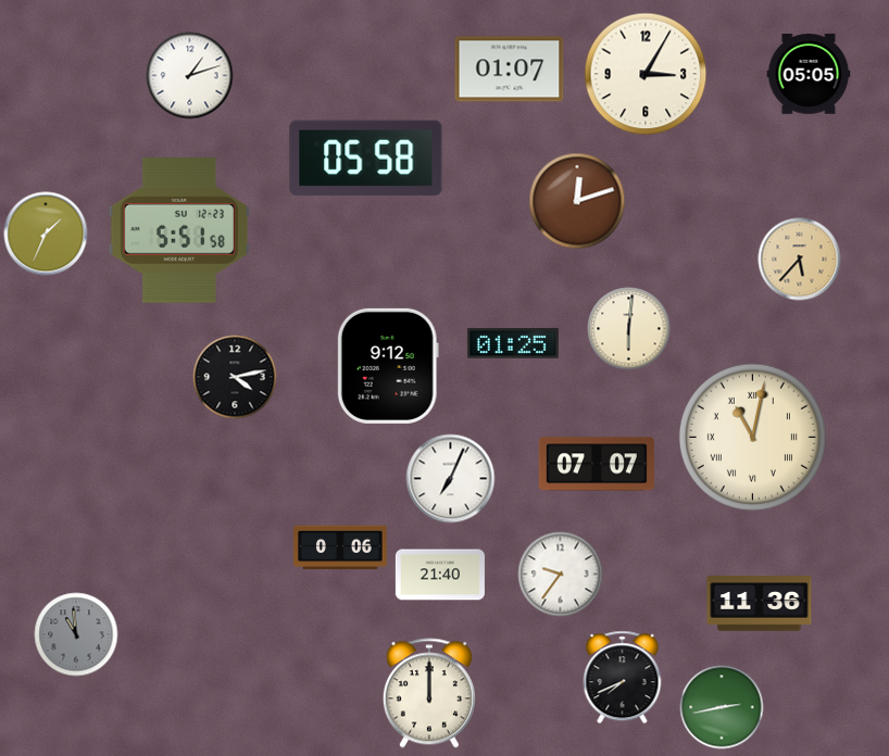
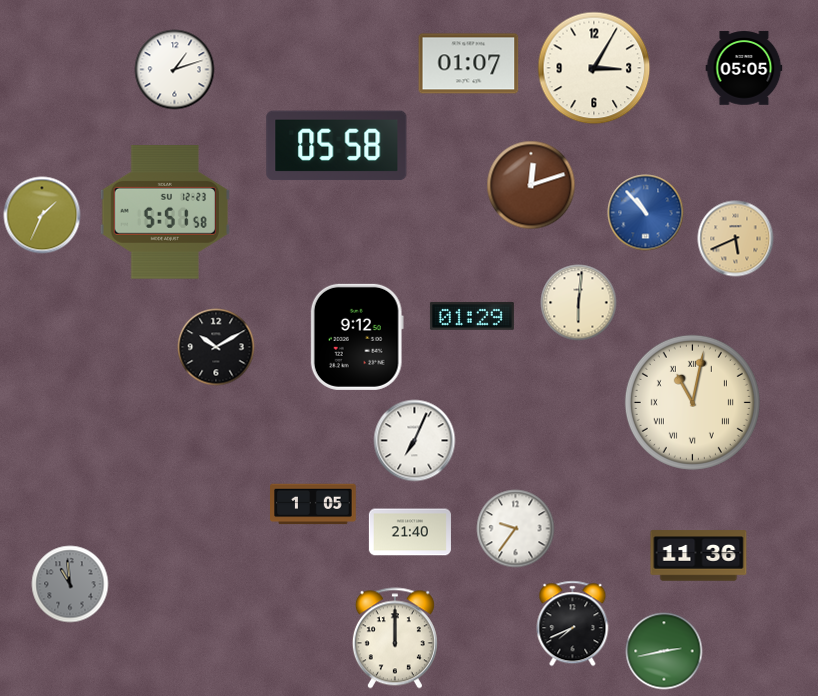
clock at (646, 213): none -> 10:53
clock at (800, 260): 5:37 -> 5:41
clock at (513, 343): 01:25 -> 01:29
clock at (235, 377): 4:13 -> 10:10
clock at (597, 464): 07:07 -> none
clock at (340, 547): 0:06 -> 1:05
clock at (440, 575) position: (440, 575) -> (410, 532)
